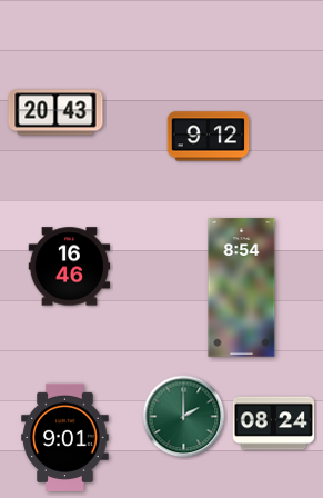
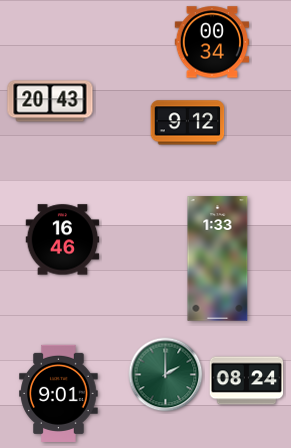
clock at (212, 42): none -> 00:34
clock at (242, 288): 8:54 -> 1:33
